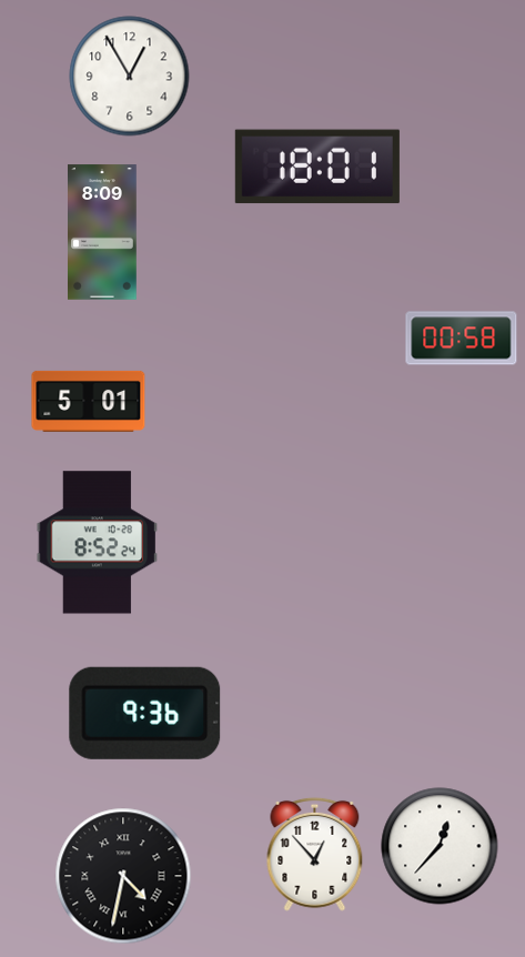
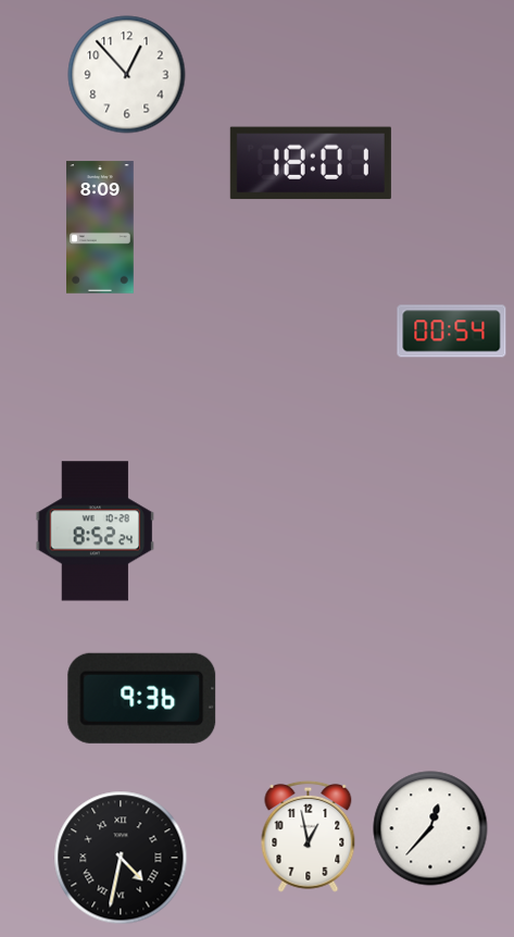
clock at (130, 77): 12:55 -> 12:53
clock at (462, 339): 00:58 -> 00:54
clock at (89, 401): 5:01 -> none
clock at (315, 854): 12:53 -> 12:58
